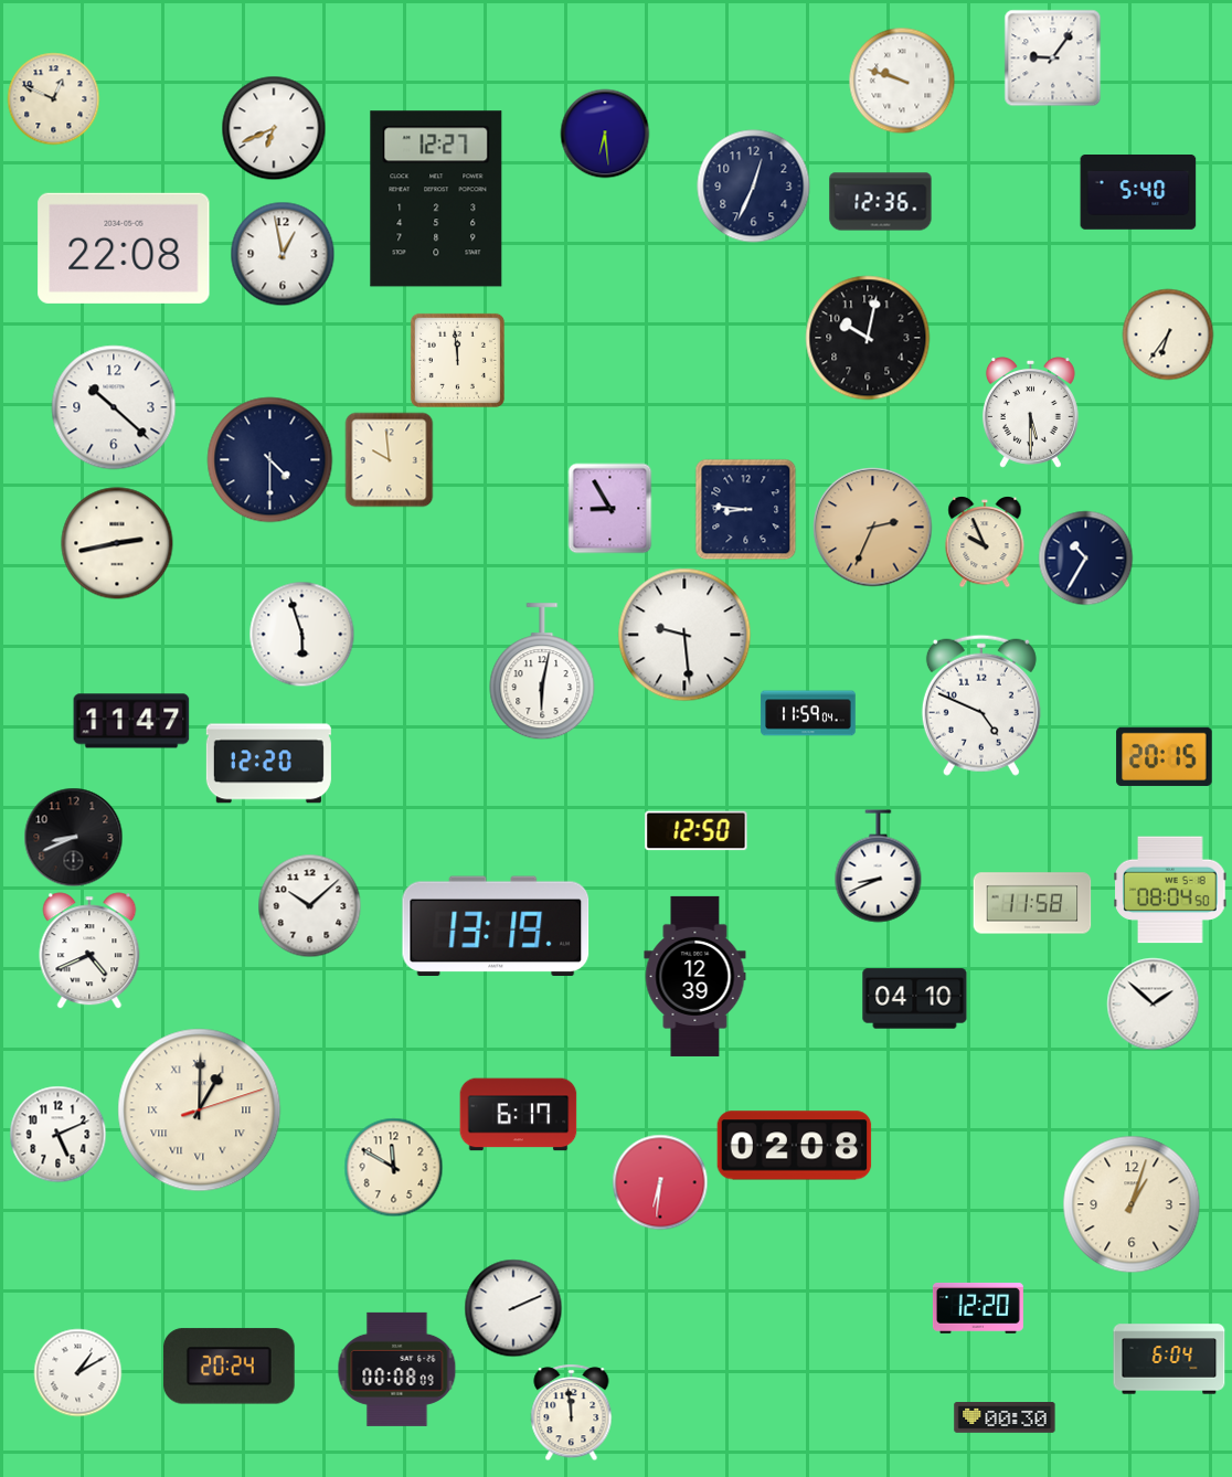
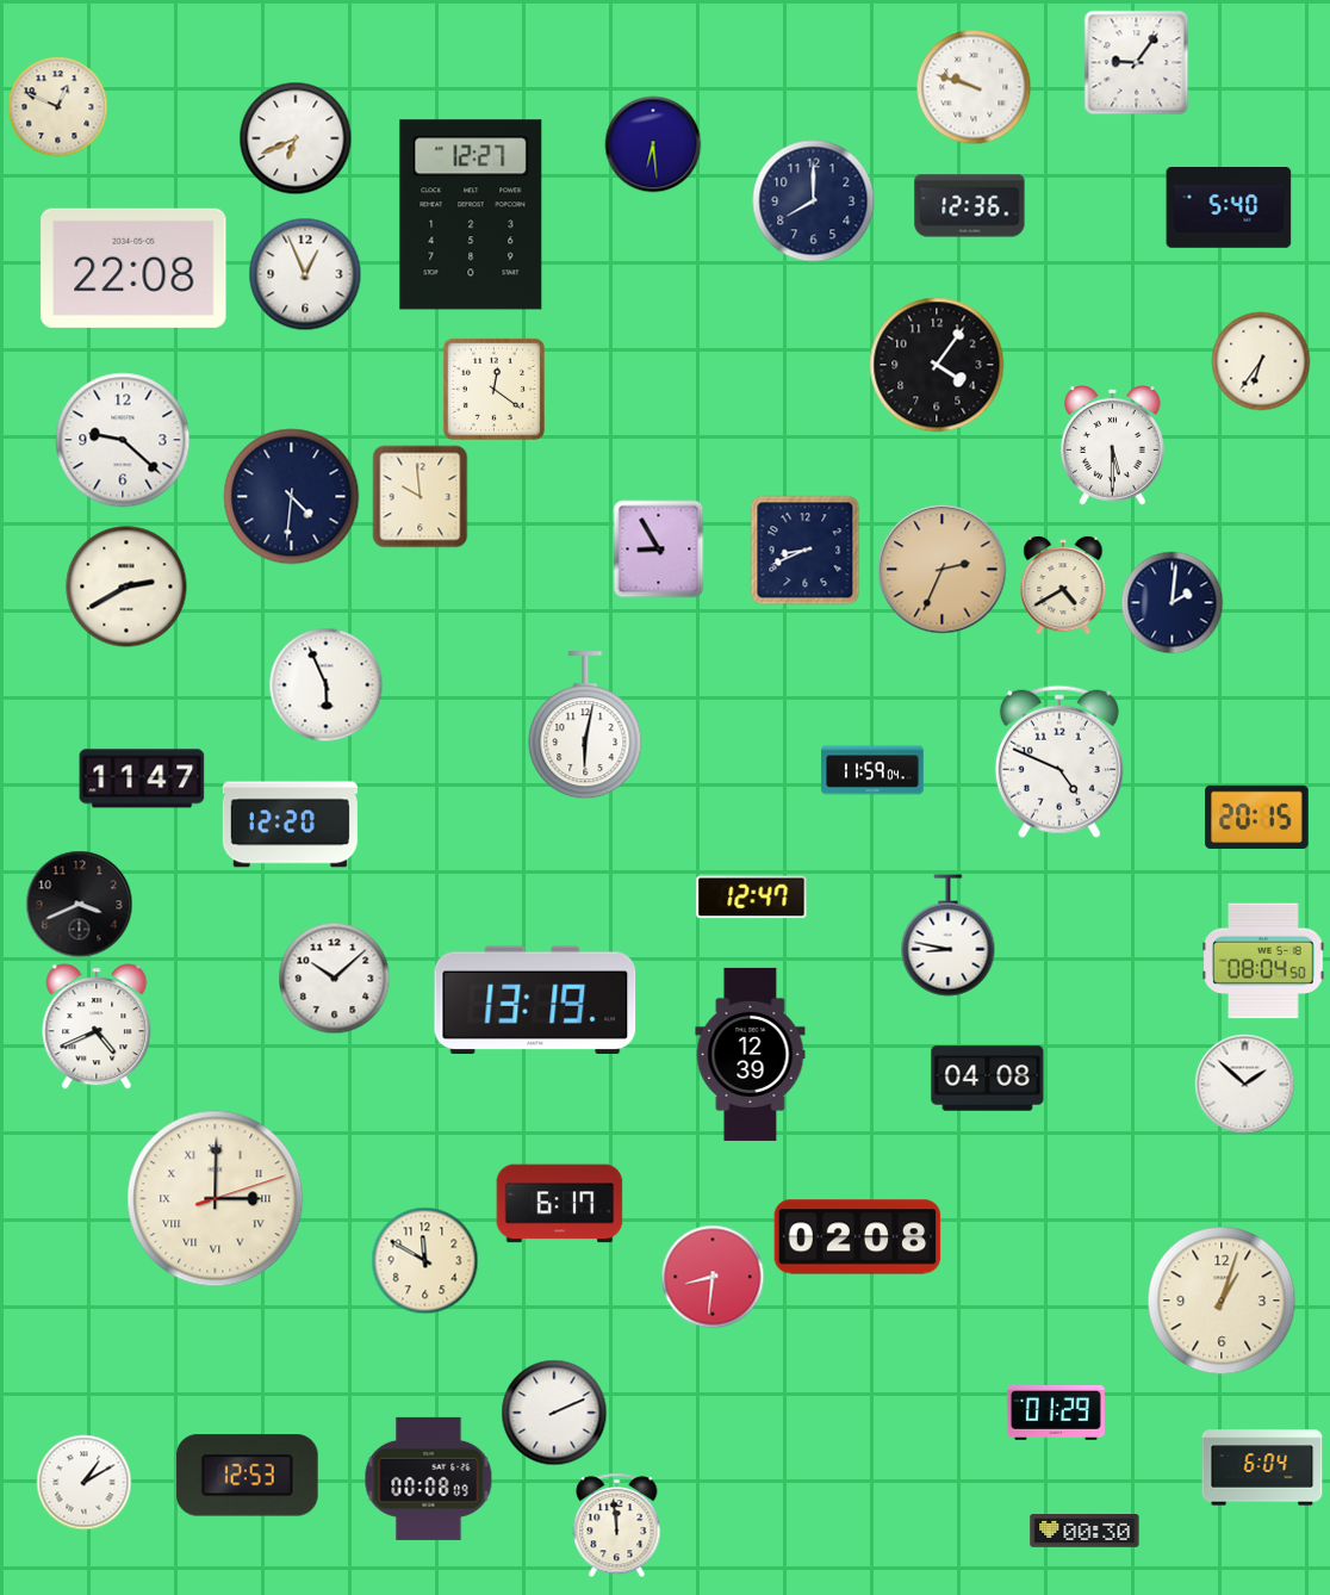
clock at (754, 187): 12:34 -> 8:00
clock at (881, 202) position: (881, 202) -> (970, 206)
clock at (283, 254): 12:58 -> 12:56
clock at (868, 338): 10:02 -> 4:06
clock at (457, 360): 11:59 -> 12:21
clock at (114, 407): 10:22 -> 9:22
clock at (270, 460): 4:30 -> 4:31
clock at (746, 510): 8:46 -> 8:41
clock at (985, 542): 9:56 -> 4:40
clock at (117, 543): 2:43 -> 2:40
clock at (1086, 559): 10:35 -> 2:01
clock at (302, 635): 5:57 -> 5:56
clock at (684, 635): 9:29 -> none
clock at (697, 831): 12:50 -> 12:47
clock at (74, 838): 8:41 -> 3:41
clock at (879, 867): 8:41 -> 8:47
clock at (1032, 903): 11:58 -> none
clock at (915, 999): 04:10 -> 04:08
clock at (200, 1111): 1:00 -> 3:00
clock at (59, 1135): 5:11 -> none
clock at (660, 1182): 6:31 -> 8:31
clock at (978, 1308): 12:20 -> 01:29
clock at (230, 1367): 20:24 -> 12:53
